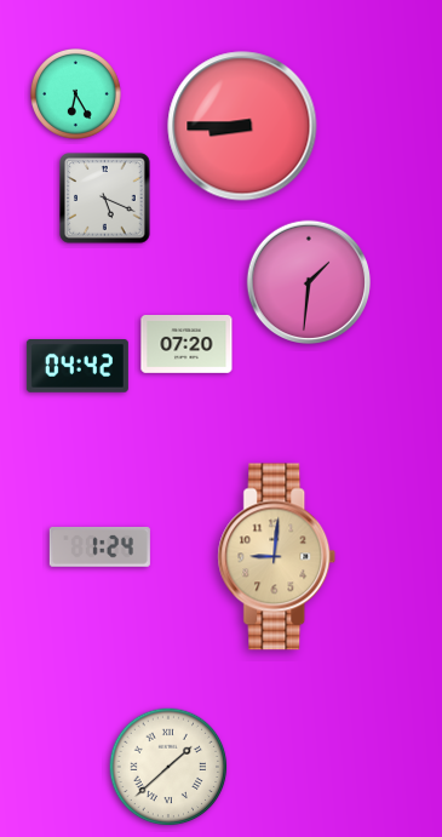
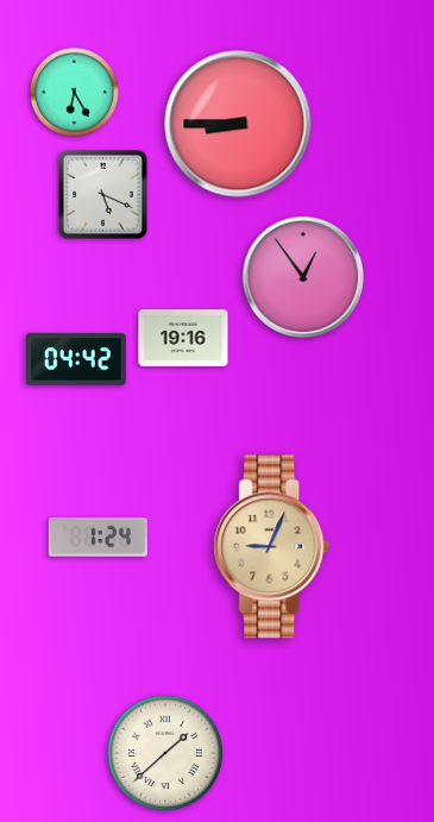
clock at (309, 282): 1:31 -> 12:54
clock at (186, 345): 07:20 -> 19:16
clock at (277, 557): 9:01 -> 9:04
